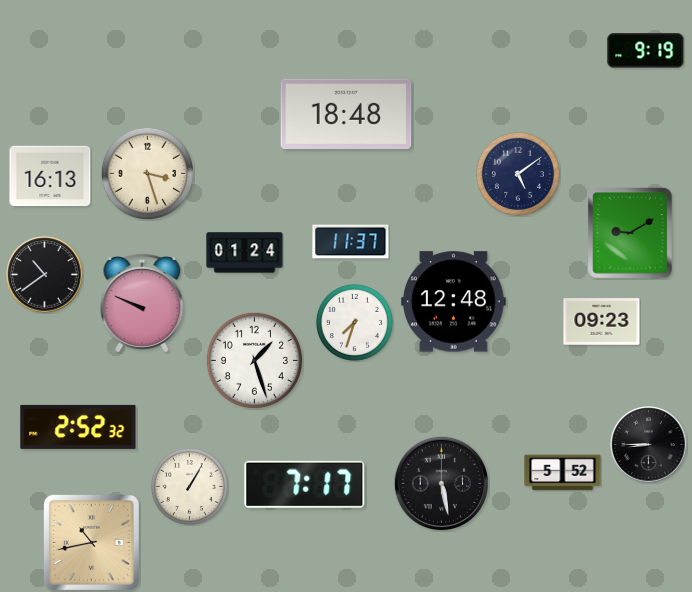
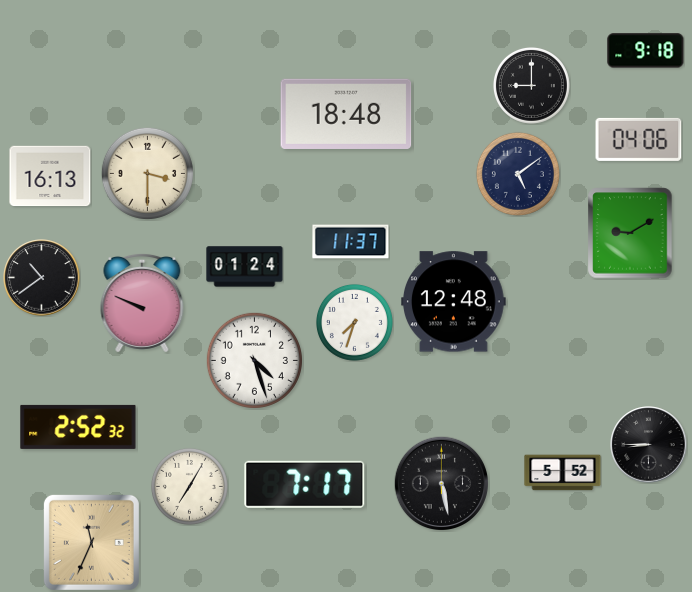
clock at (646, 51): 9:19 -> 9:18
clock at (531, 85): none -> 9:00
clock at (639, 139): none -> 04:06
clock at (147, 173): 3:27 -> 3:30
clock at (245, 253) position: (245, 253) -> (245, 267)
clock at (45, 275) position: (45, 275) -> (42, 278)
clock at (602, 322): 09:23 -> none
clock at (254, 360): 1:27 -> 4:27
clock at (189, 486): 1:05 -> 7:05
clock at (91, 542): 10:43 -> 11:34
